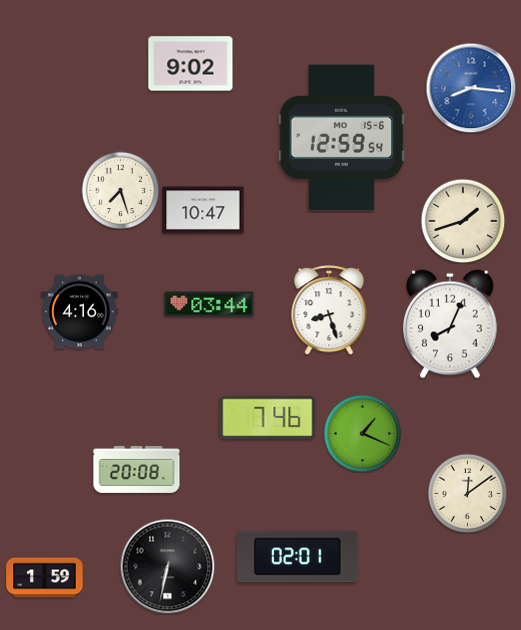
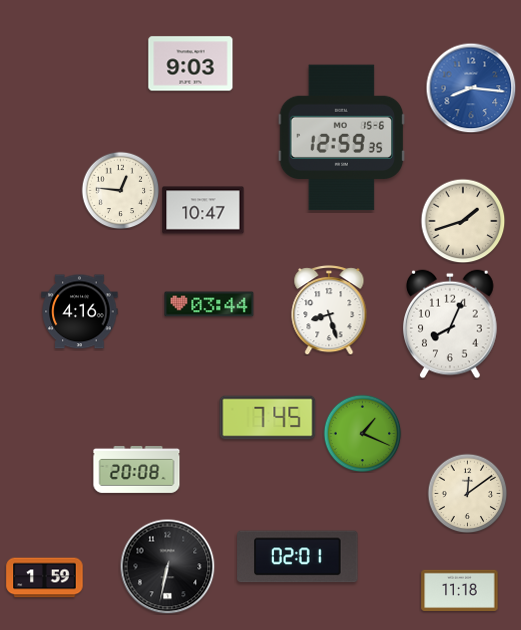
clock at (191, 64): 9:02 -> 9:03
clock at (342, 138): 12:59:54 -> 12:59:35
clock at (120, 190): 7:27 -> 12:46
clock at (268, 418): 7:46 -> 7:45
clock at (460, 590): none -> 11:18
